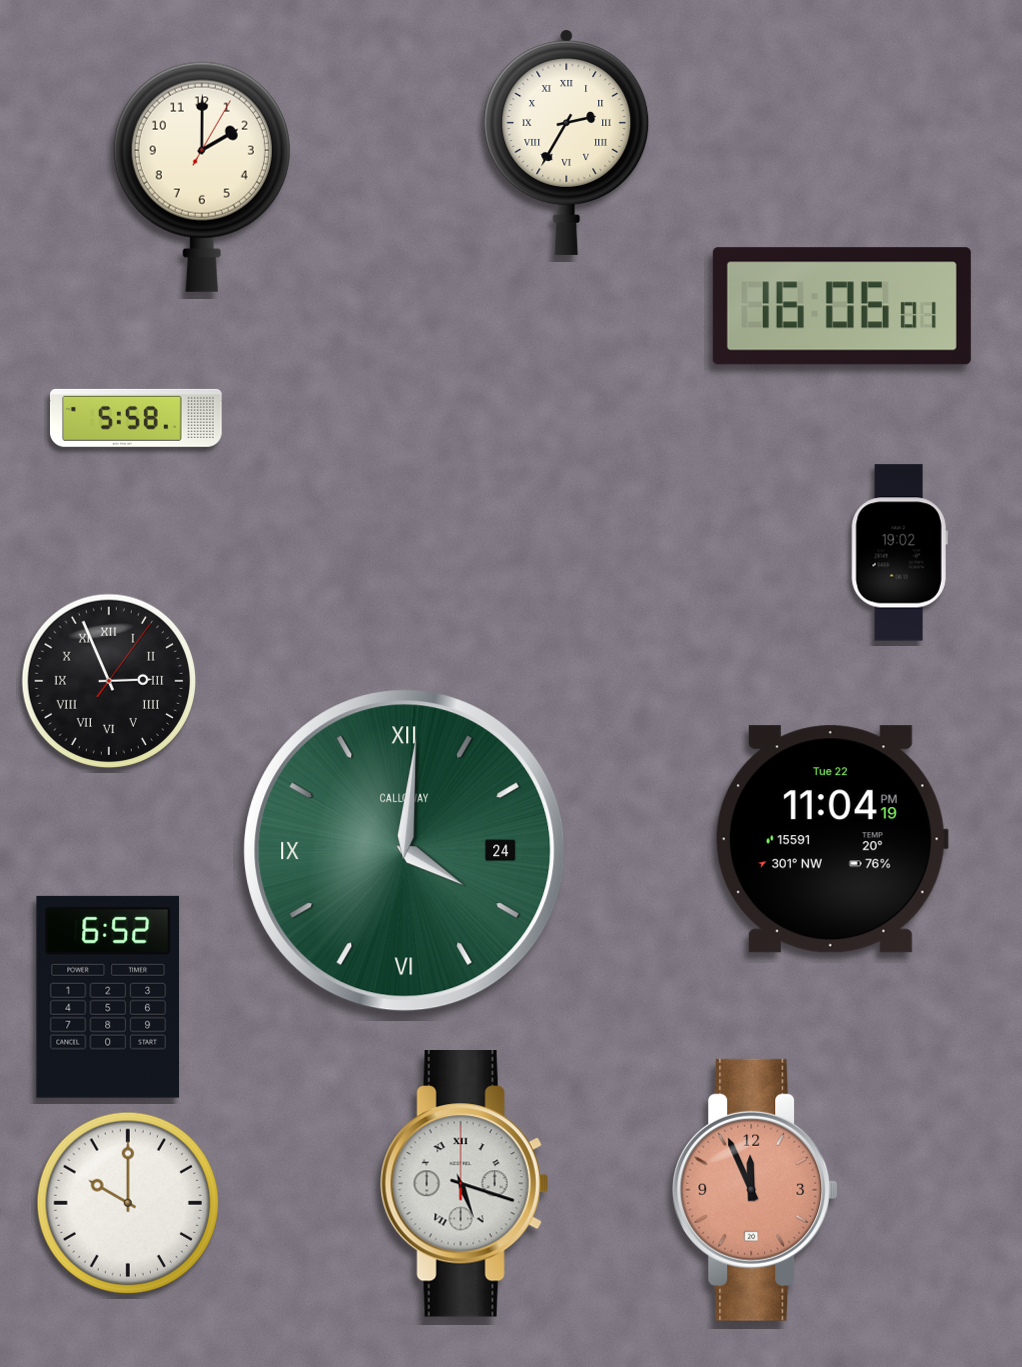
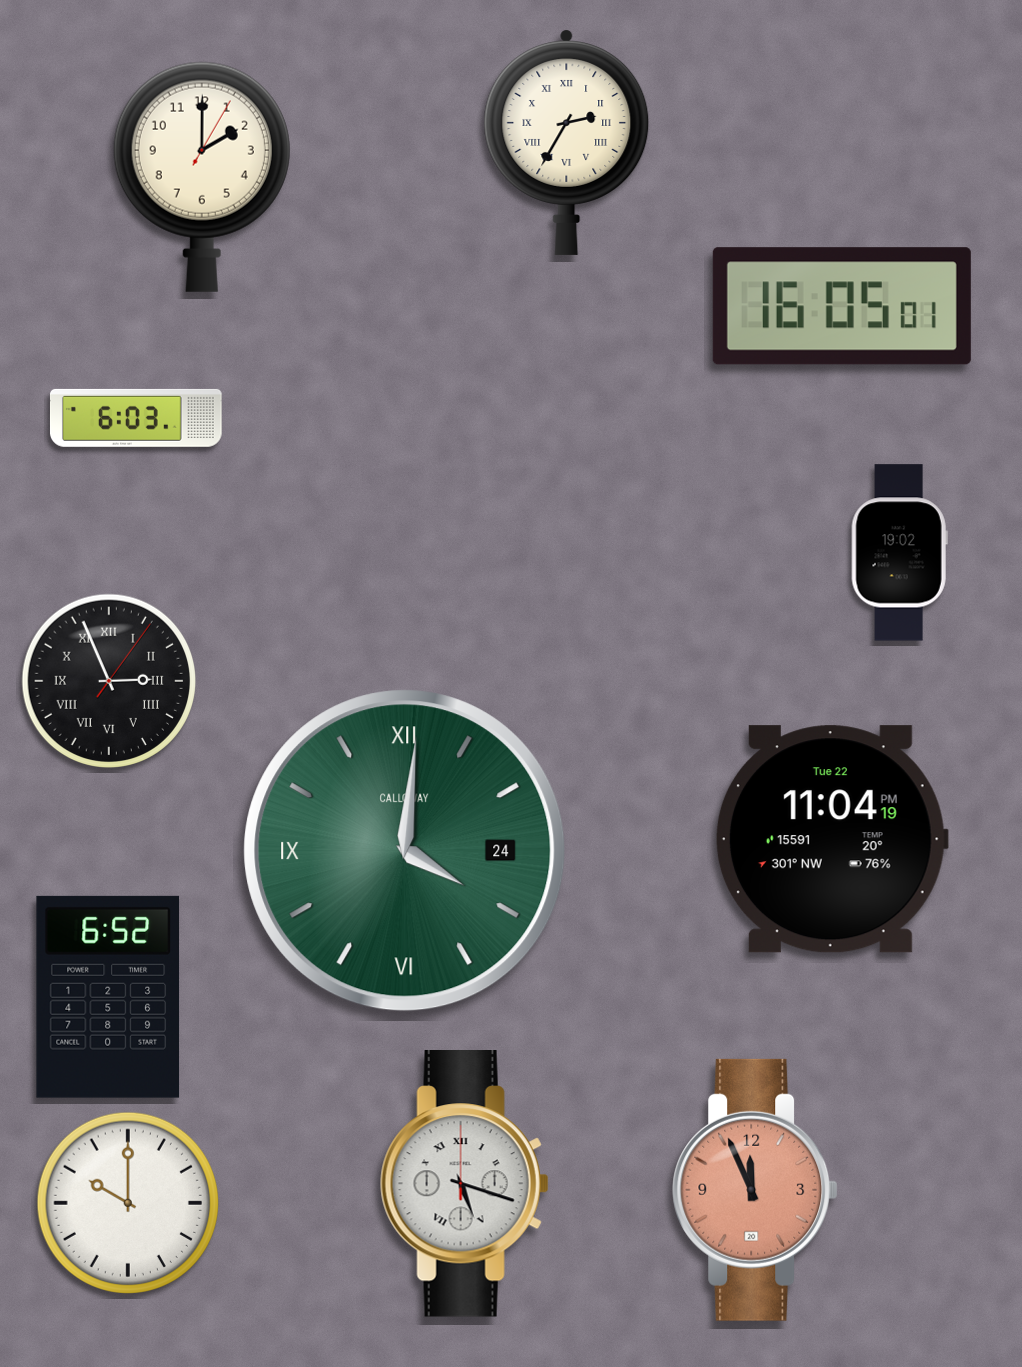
clock at (842, 306): 16:06 -> 16:05
clock at (136, 418): 5:58 -> 6:03
